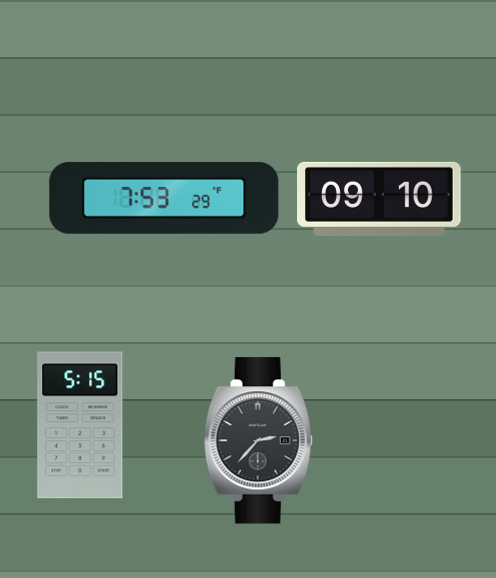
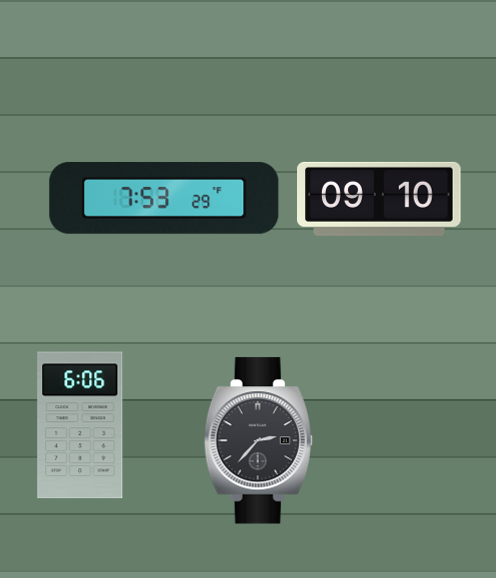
clock at (80, 425): 5:15 -> 6:06
